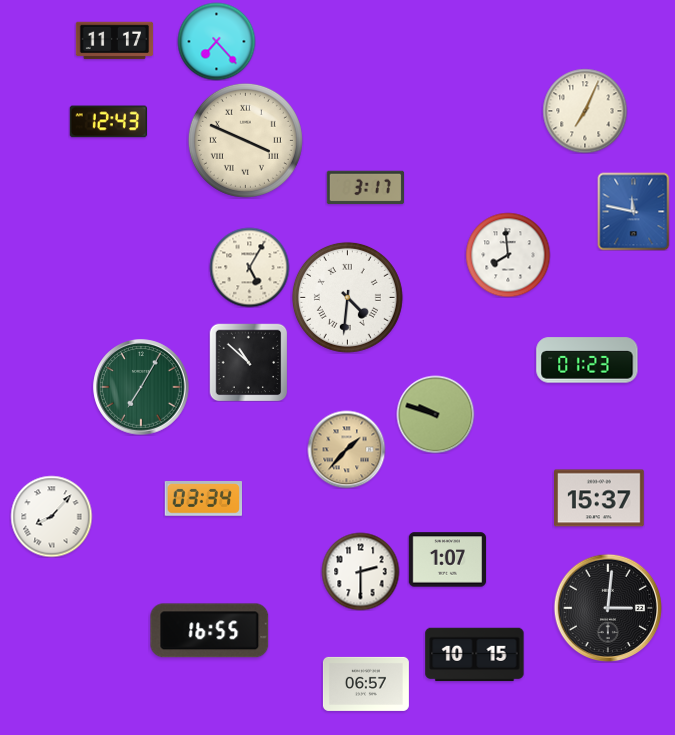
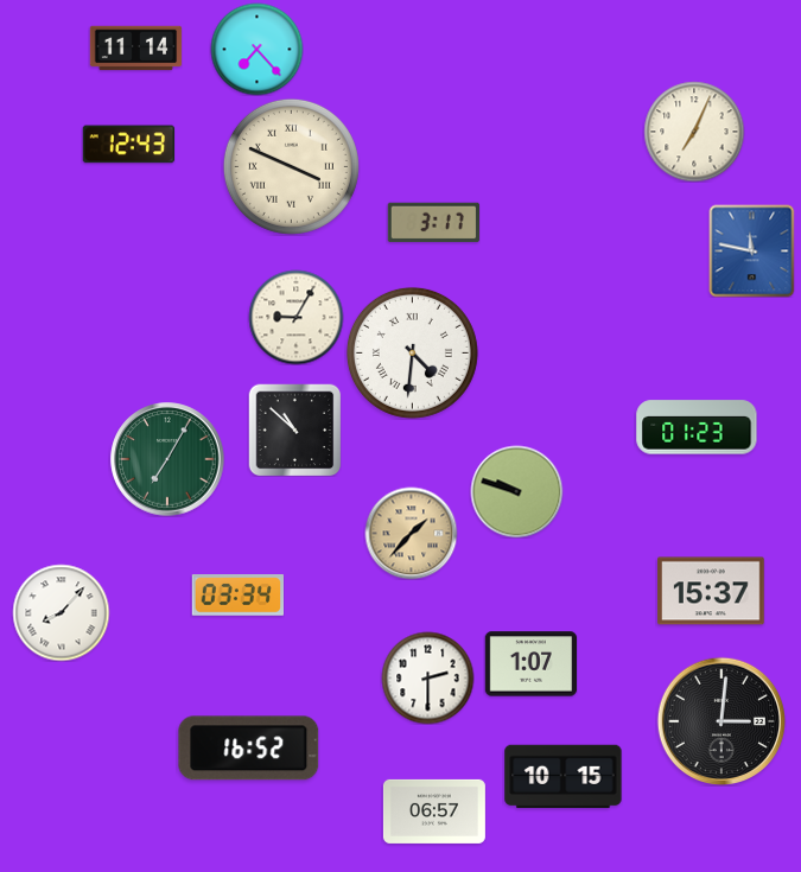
clock at (114, 41): 11:17 -> 11:14
clock at (508, 255): 7:59 -> none
clock at (249, 267): 5:05 -> 9:05
clock at (203, 499) position: (203, 499) -> (237, 596)
clock at (210, 631): 16:55 -> 16:52
